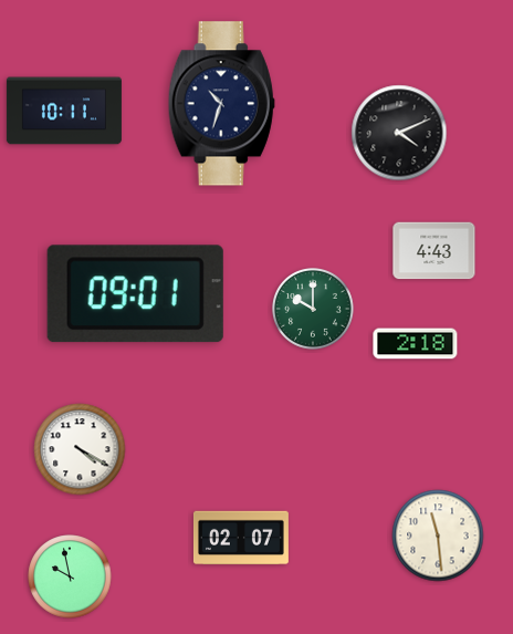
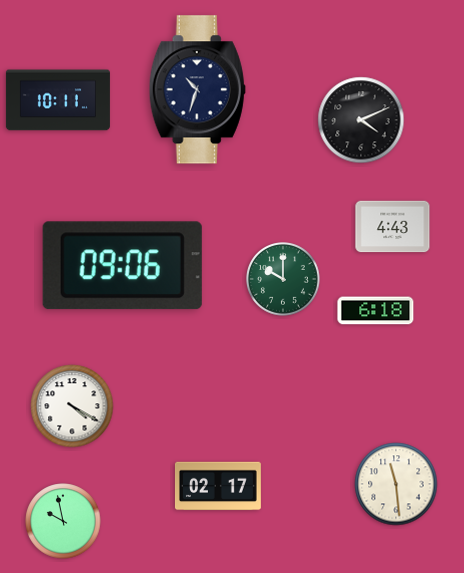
clock at (221, 104) position: (221, 104) -> (197, 90)
clock at (135, 294): 09:01 -> 09:06
clock at (416, 344): 2:18 -> 6:18
clock at (241, 538): 02:07 -> 02:17
